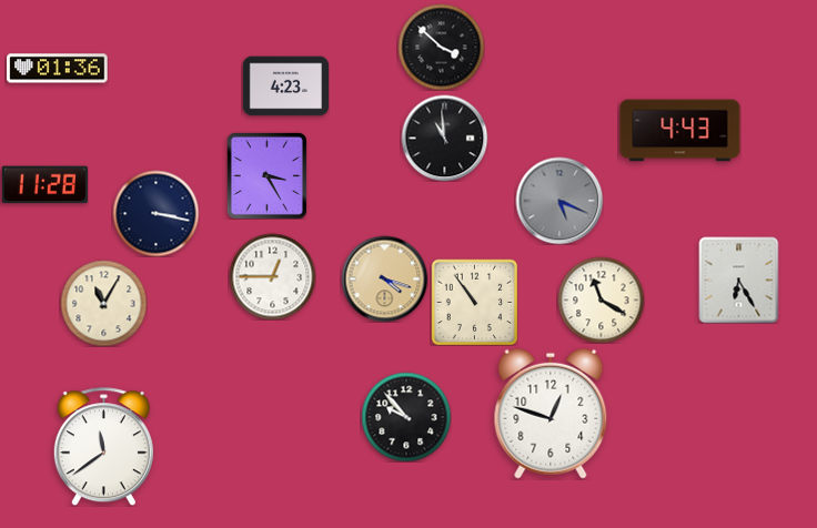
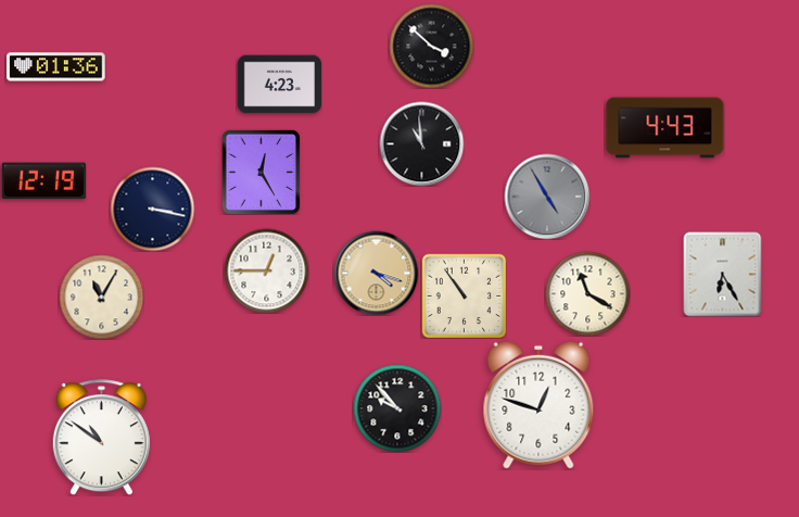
clock at (444, 138) position: (444, 138) -> (421, 143)
clock at (266, 175): 3:25 -> 12:25
clock at (44, 185): 11:28 -> 12:19
clock at (559, 201): 5:19 -> 4:55
clock at (103, 447): 11:39 -> 10:51
